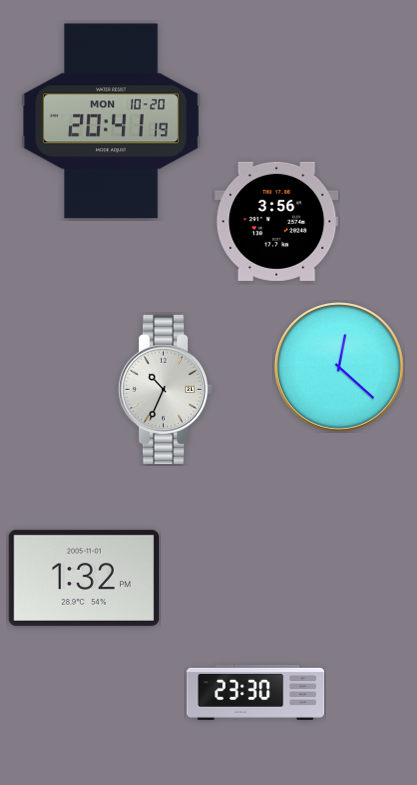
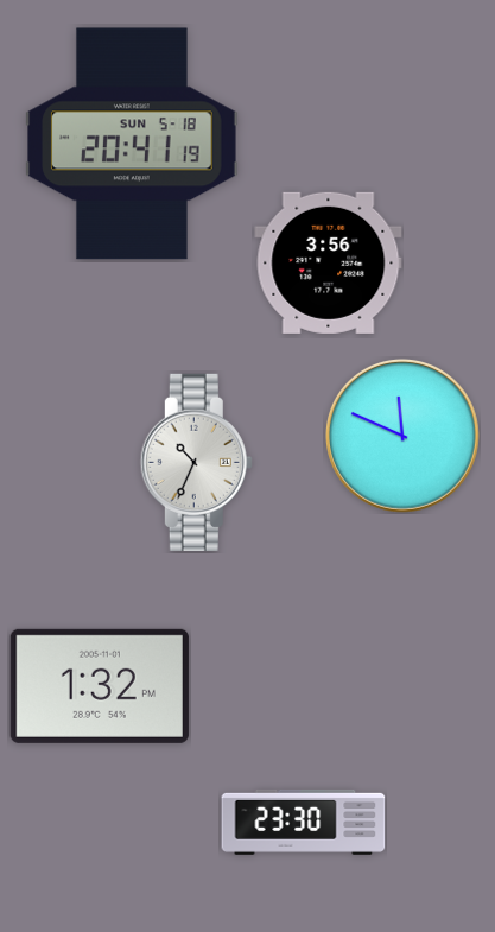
clock at (111, 121) date: MON 10-20 -> SUN 5-18
clock at (339, 367): 12:22 -> 11:49
